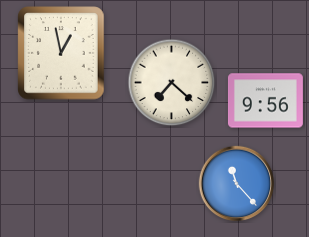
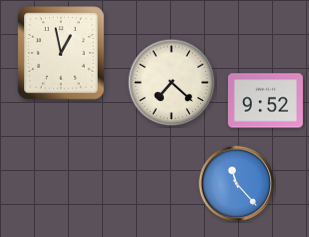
clock at (265, 101): 9:56 -> 9:52
